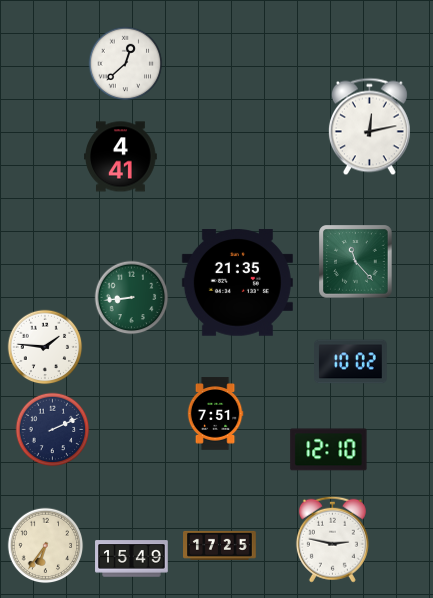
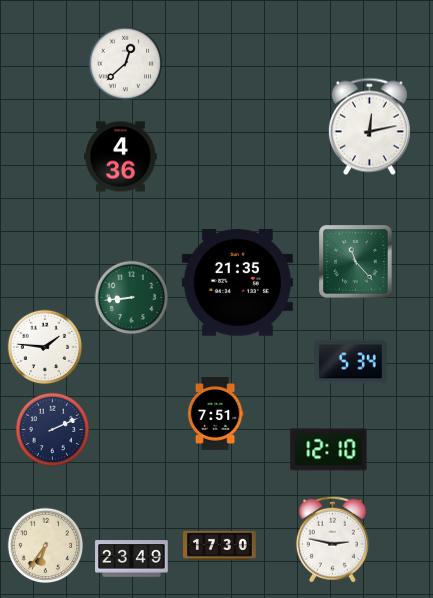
clock at (121, 157): 4:41 -> 4:36
clock at (351, 362): 10:02 -> 5:34
clock at (220, 545): 17:25 -> 17:30
clock at (132, 559): 15:49 -> 23:49
